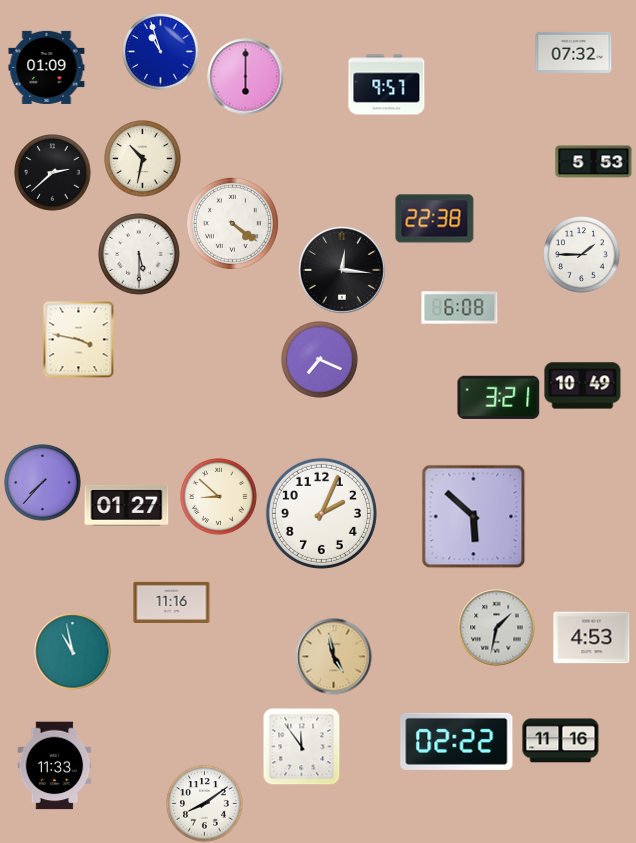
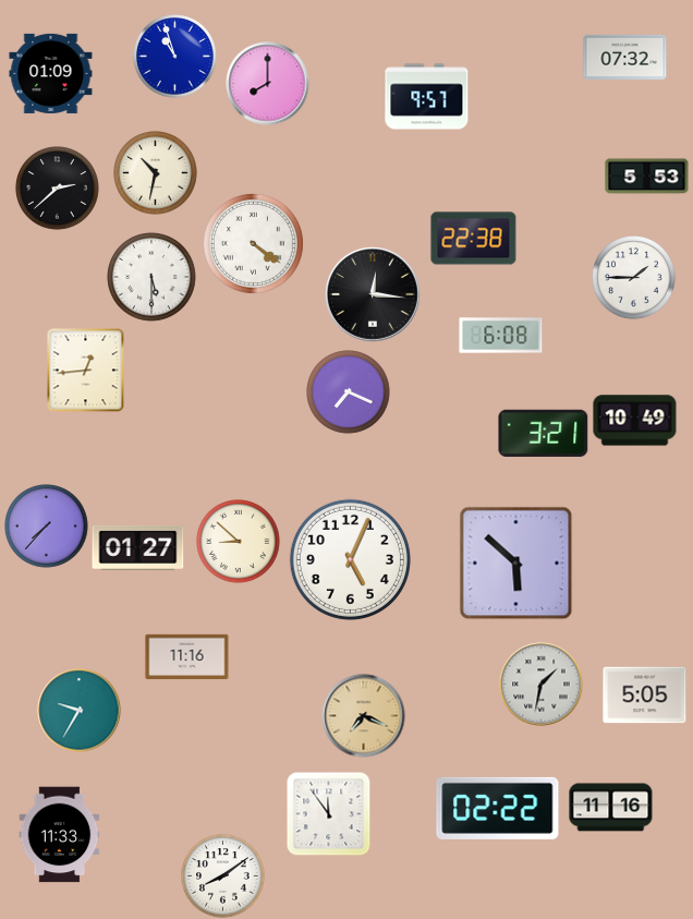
clock at (246, 77): 6:00 -> 8:00
clock at (387, 85) position: (387, 85) -> (427, 97)
clock at (79, 339): 3:47 -> 12:44
clock at (127, 505) position: (127, 505) -> (138, 547)
clock at (321, 513): 2:04 -> 5:04
clock at (592, 638): 4:53 -> 5:05
clock at (73, 652): 10:58 -> 9:35
clock at (334, 657): 4:58 -> 7:19
